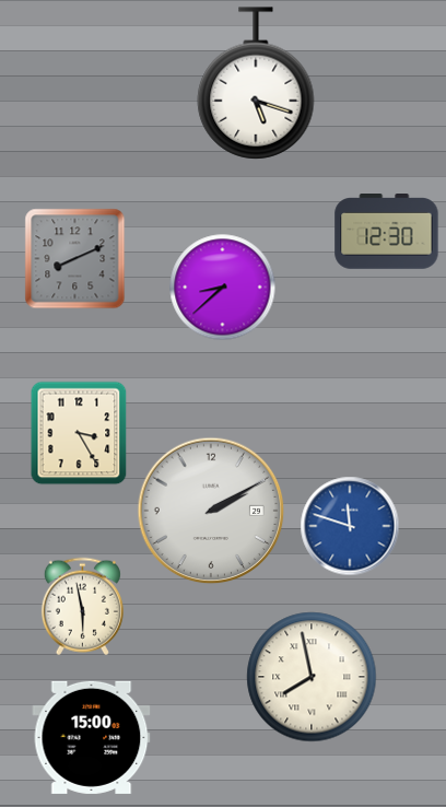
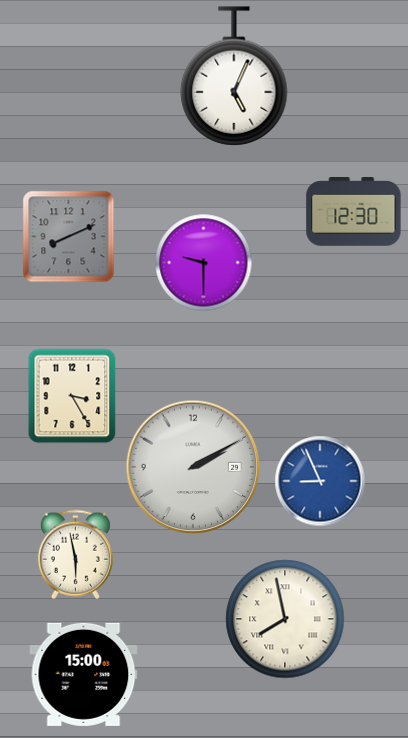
clock at (256, 83): 5:18 -> 5:04
clock at (223, 288): 8:38 -> 9:30
clock at (350, 526): 11:48 -> 8:56
